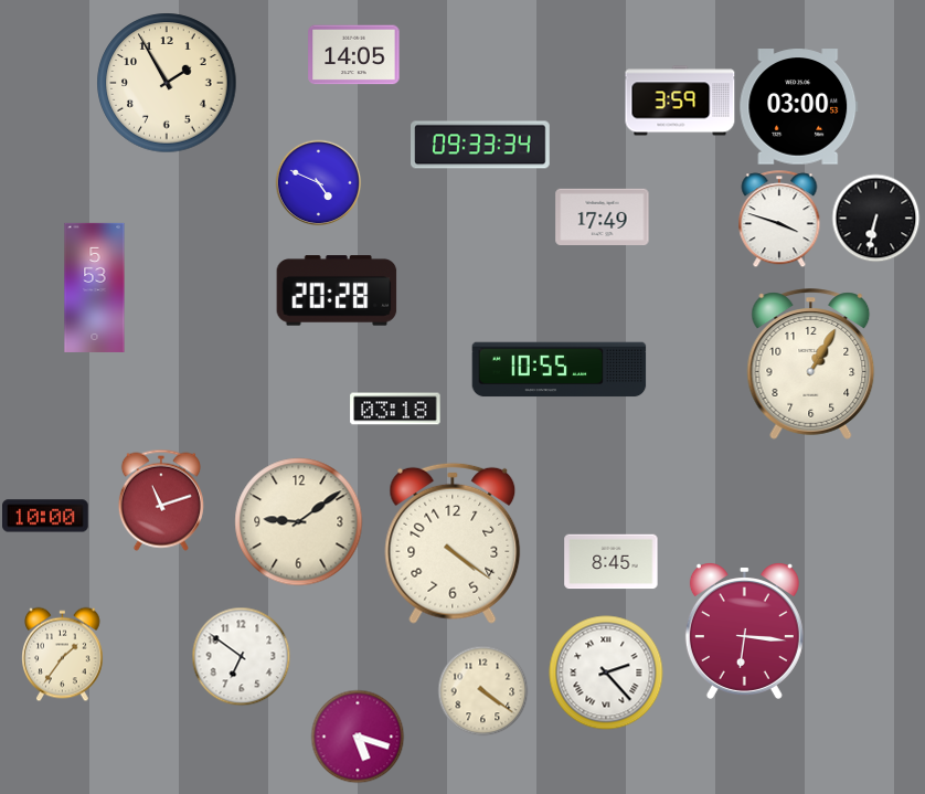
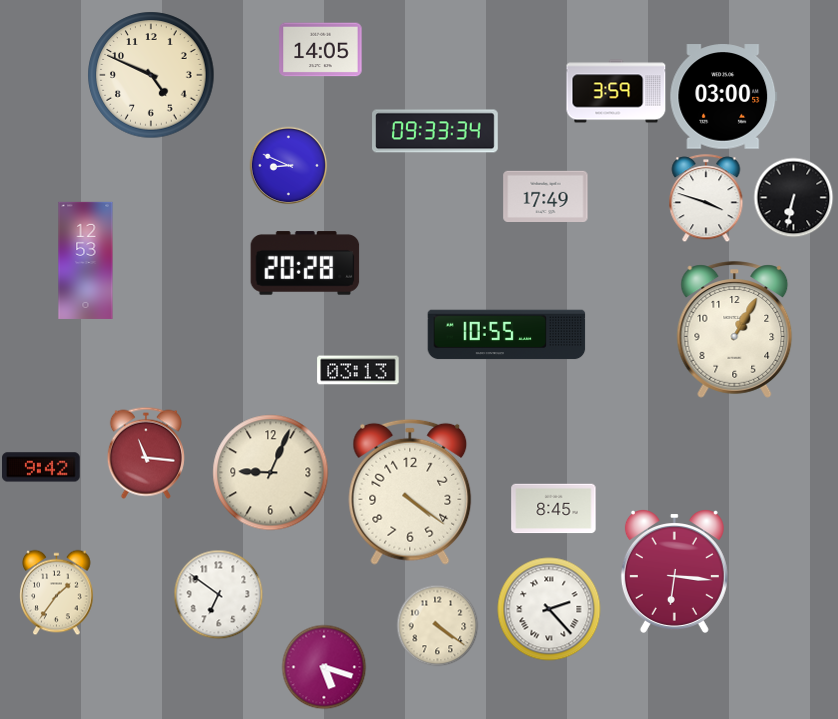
clock at (167, 83): 1:55 -> 4:49
clock at (318, 182): 4:49 -> 8:49
clock at (95, 287): 5:53 -> 12:53
clock at (395, 409): 03:18 -> 03:13
clock at (161, 500): 11:12 -> 11:16
clock at (46, 516): 10:00 -> 9:42
clock at (299, 522): 9:09 -> 9:04
